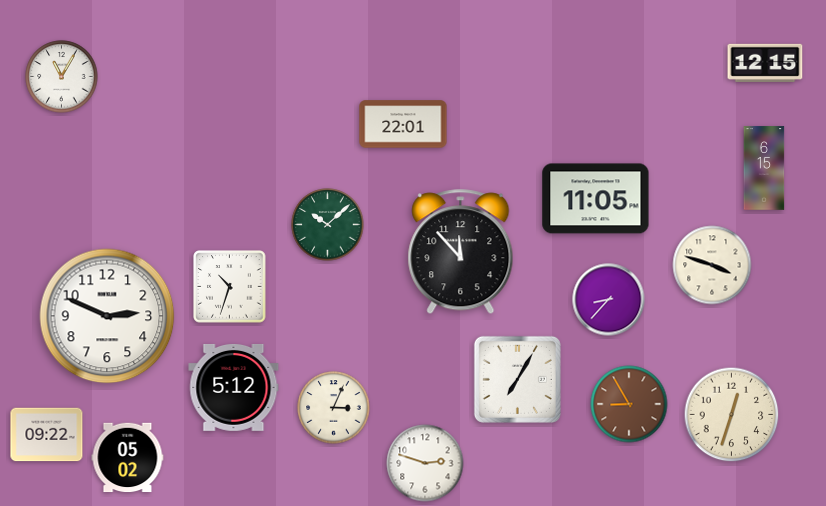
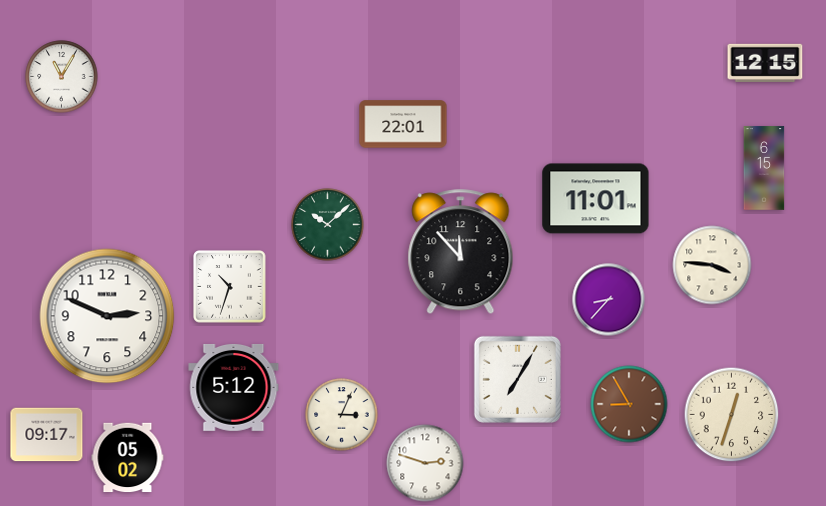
clock at (596, 199): 11:05 -> 11:01
clock at (712, 265): 3:48 -> 3:46
clock at (334, 408) position: (334, 408) -> (342, 415)
clock at (47, 435): 09:22 -> 09:17
